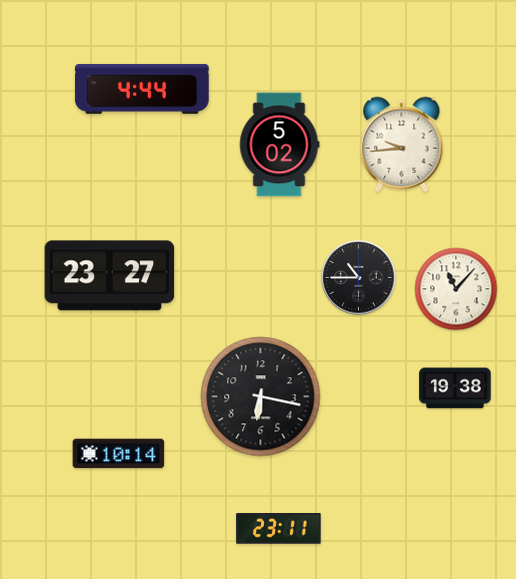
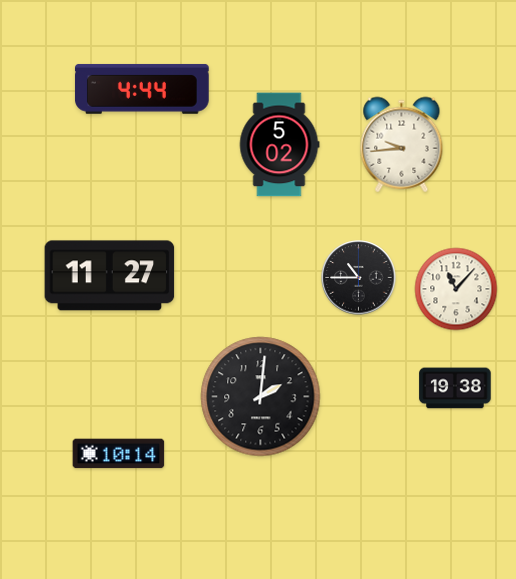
clock at (110, 276): 23:27 -> 11:27
clock at (261, 397): 6:17 -> 2:01
clock at (279, 529): 23:11 -> none
